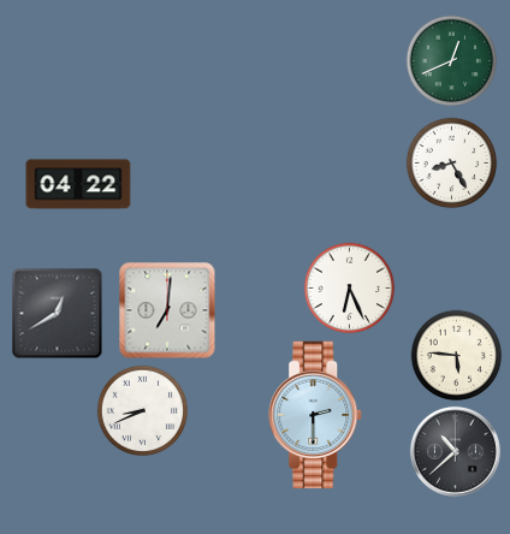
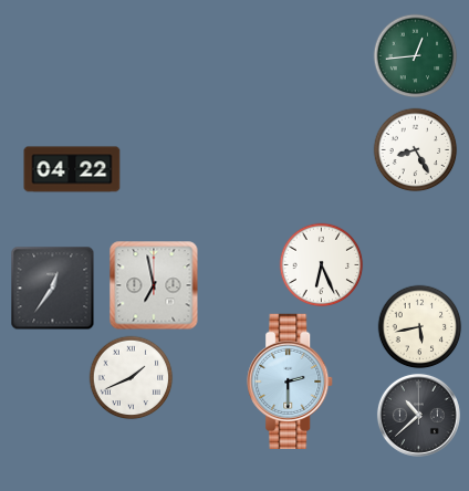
clock at (452, 61): 12:41 -> 12:44
clock at (167, 310): 7:01 -> 6:58
clock at (58, 314): 12:40 -> 12:36
clock at (457, 356): 5:46 -> 5:43
clock at (143, 411): 8:41 -> 1:41
